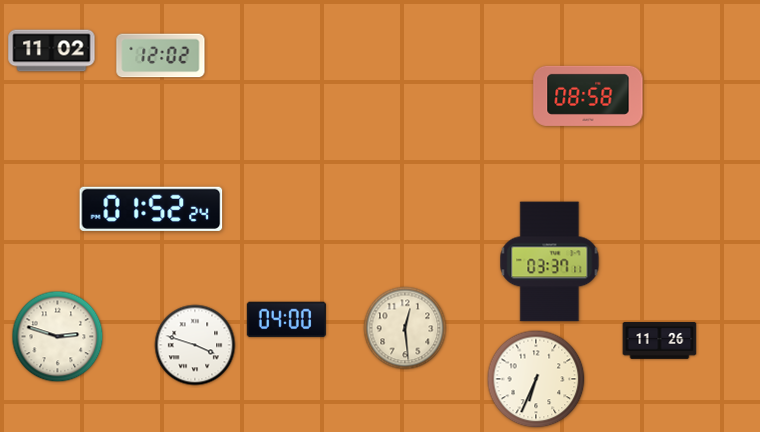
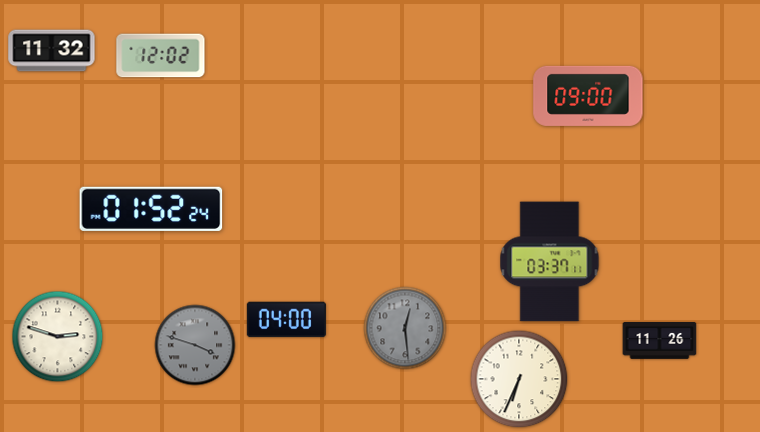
clock at (52, 51): 11:02 -> 11:32
clock at (588, 96): 08:58 -> 09:00
clock at (405, 328) dial: cream -> grey
clock at (195, 345) dial: white -> grey
clock at (536, 379) position: (536, 379) -> (519, 379)
